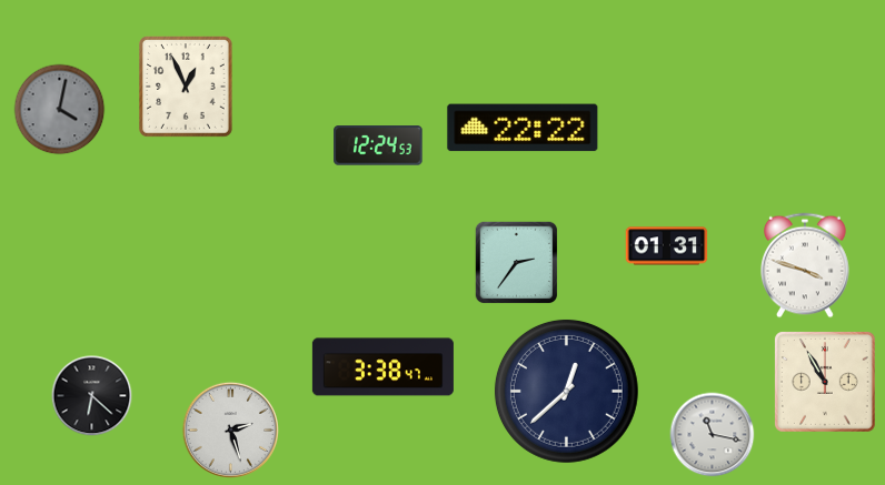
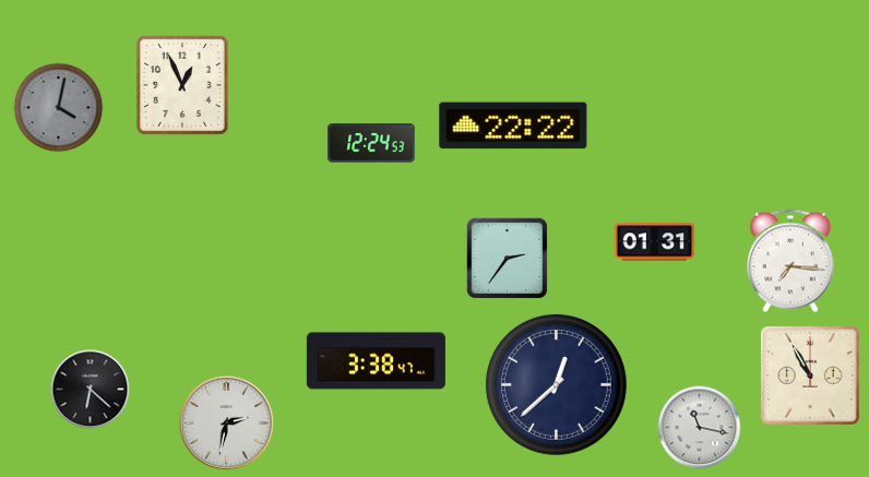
clock at (806, 265): 3:48 -> 7:16
clock at (230, 430): 2:27 -> 2:32
